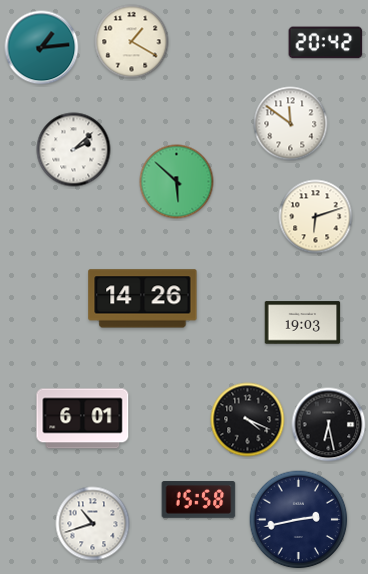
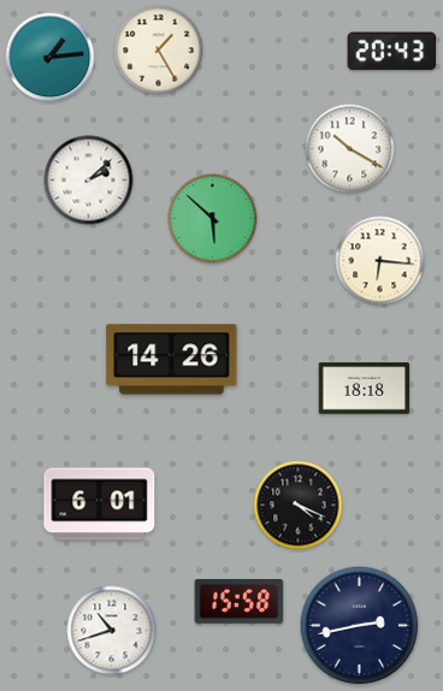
clock at (132, 42): 1:20 -> 1:25
clock at (326, 43): 20:42 -> 20:43
clock at (291, 124): 11:51 -> 10:20
clock at (316, 217): 6:12 -> 6:16
clock at (303, 323): 19:03 -> 18:18
clock at (329, 425): 6:28 -> none
